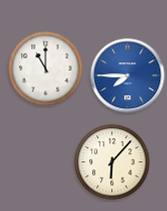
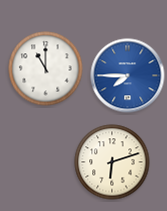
clock at (112, 162): 6:07 -> 6:12
